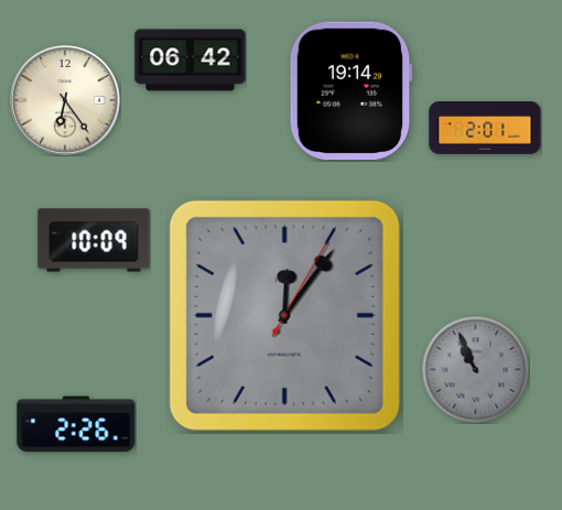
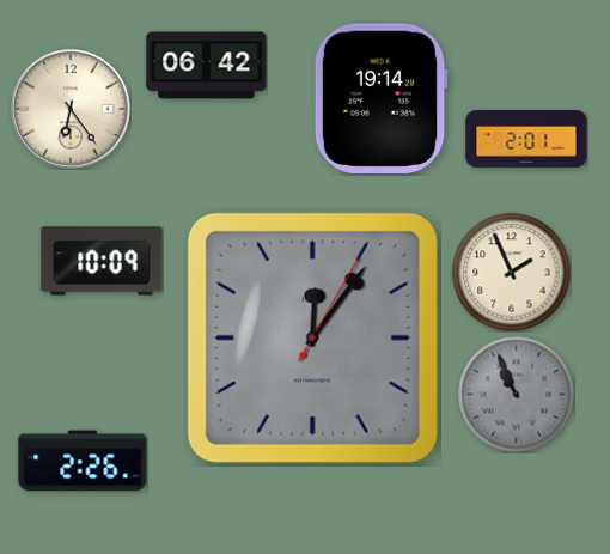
clock at (512, 273): none -> 1:56
clock at (284, 315) position: (284, 315) -> (312, 337)
clock at (475, 369) position: (475, 369) -> (516, 394)
